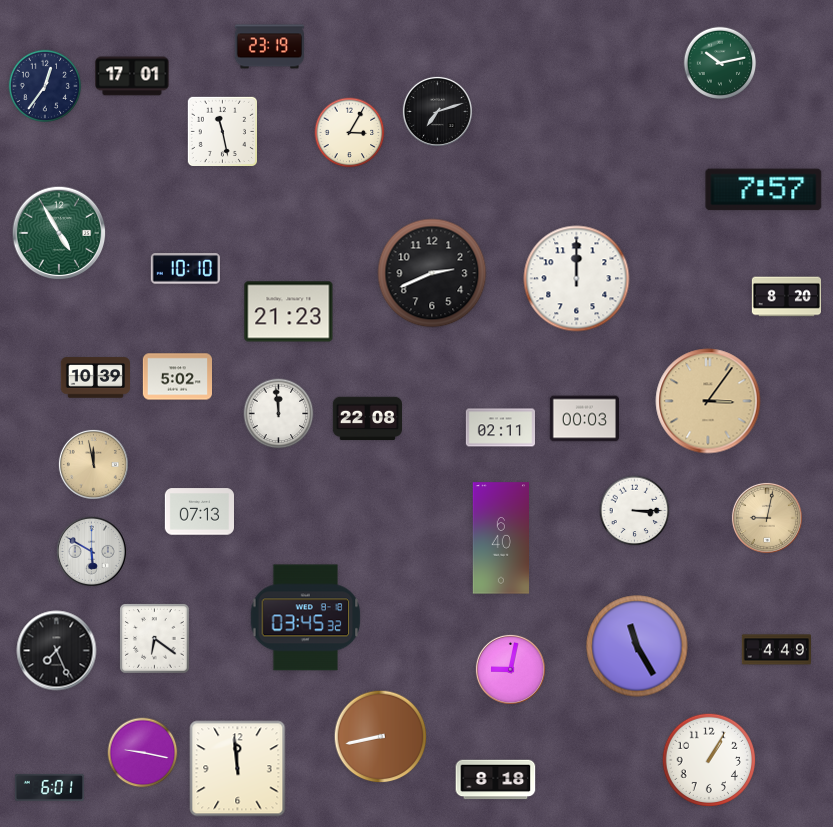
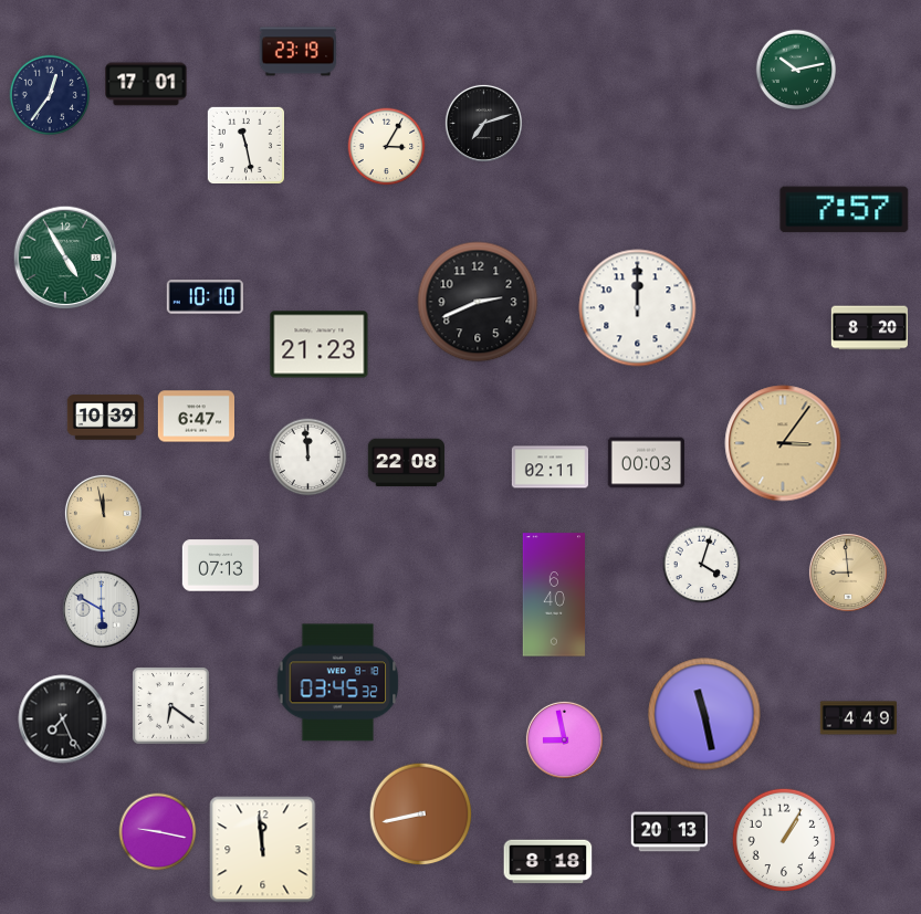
clock at (177, 377): 5:02 -> 6:47
clock at (500, 428) position: (500, 428) -> (550, 467)
clock at (635, 511): 3:15 -> 4:03
clock at (767, 518): 9:02 -> 8:59
clock at (637, 646): 11:25 -> 11:28
clock at (510, 669): 9:02 -> 8:58
clock at (669, 832): none -> 20:13
clock at (49, 787): 6:01 -> none
